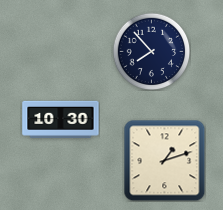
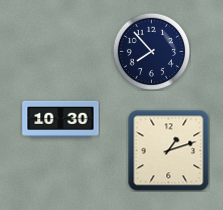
clock at (164, 160) position: (164, 160) -> (168, 150)
